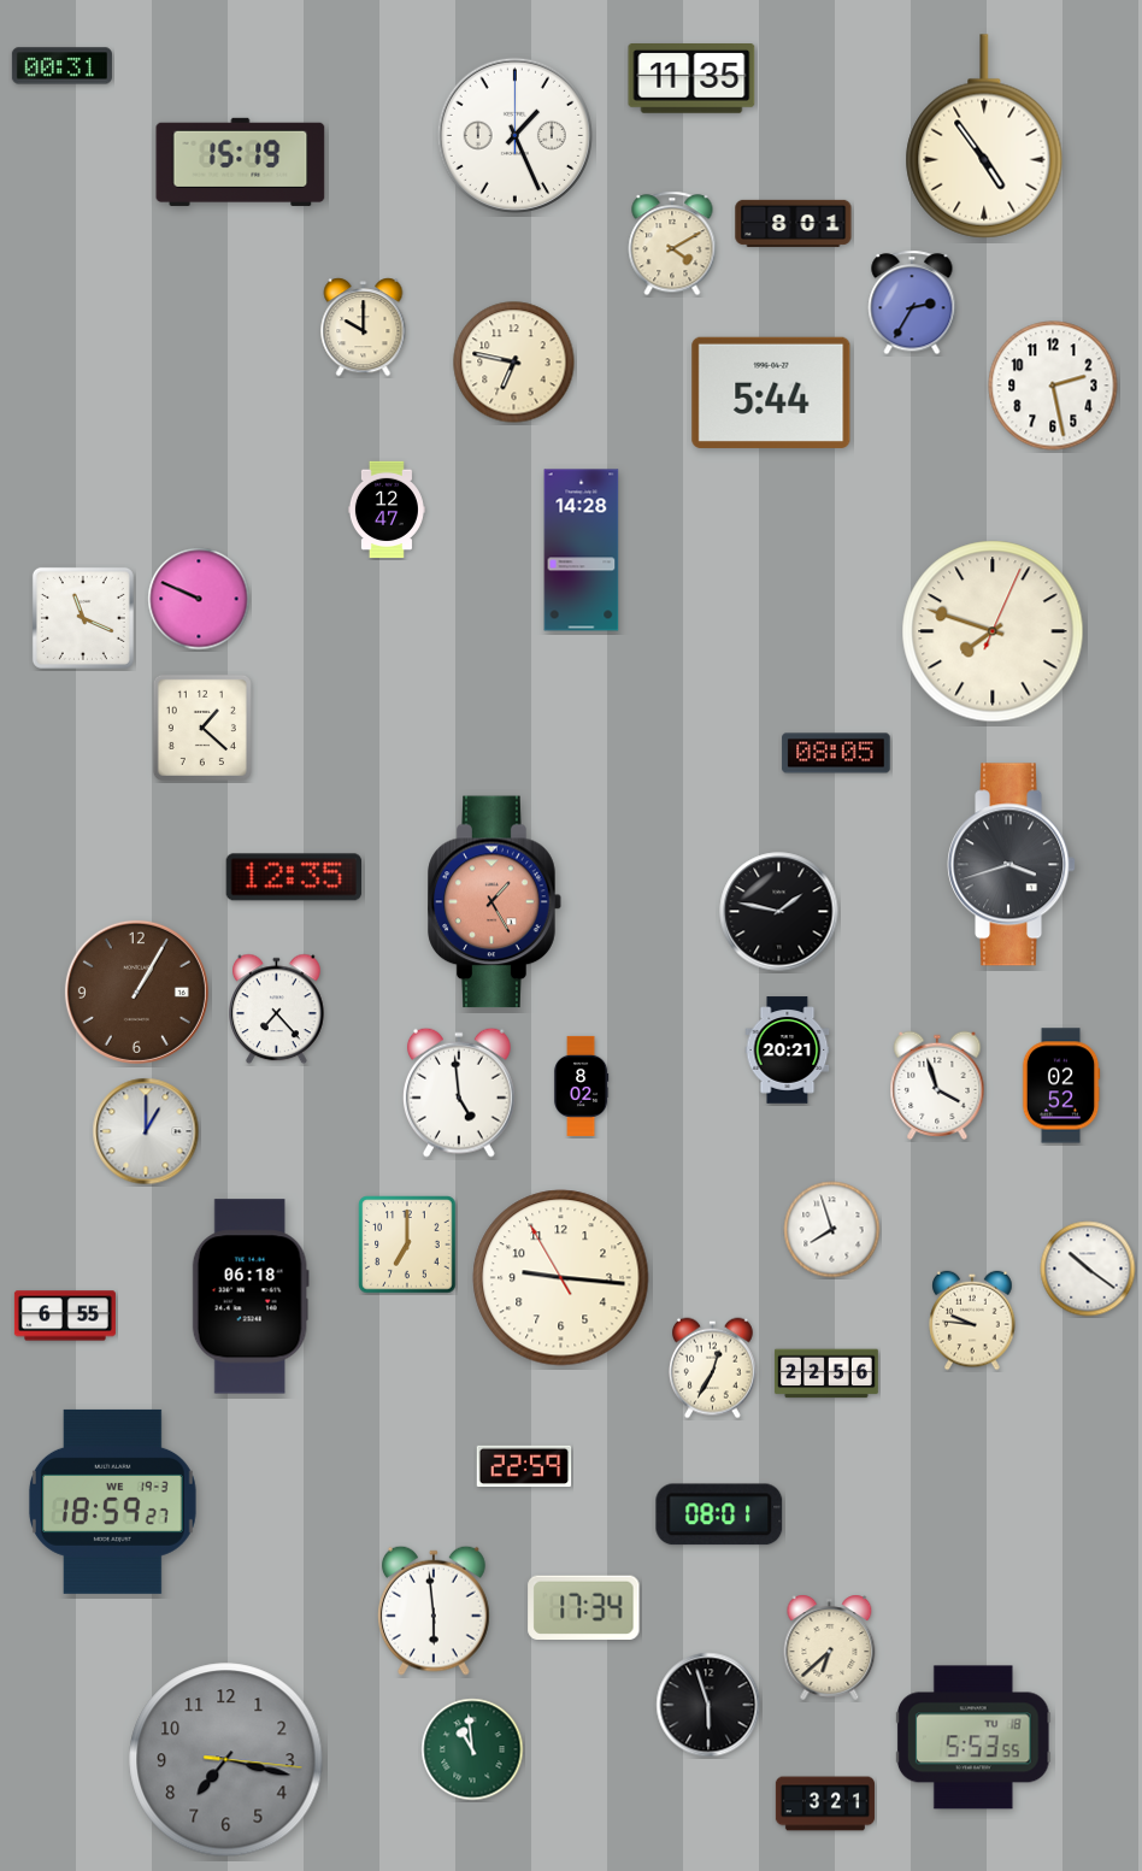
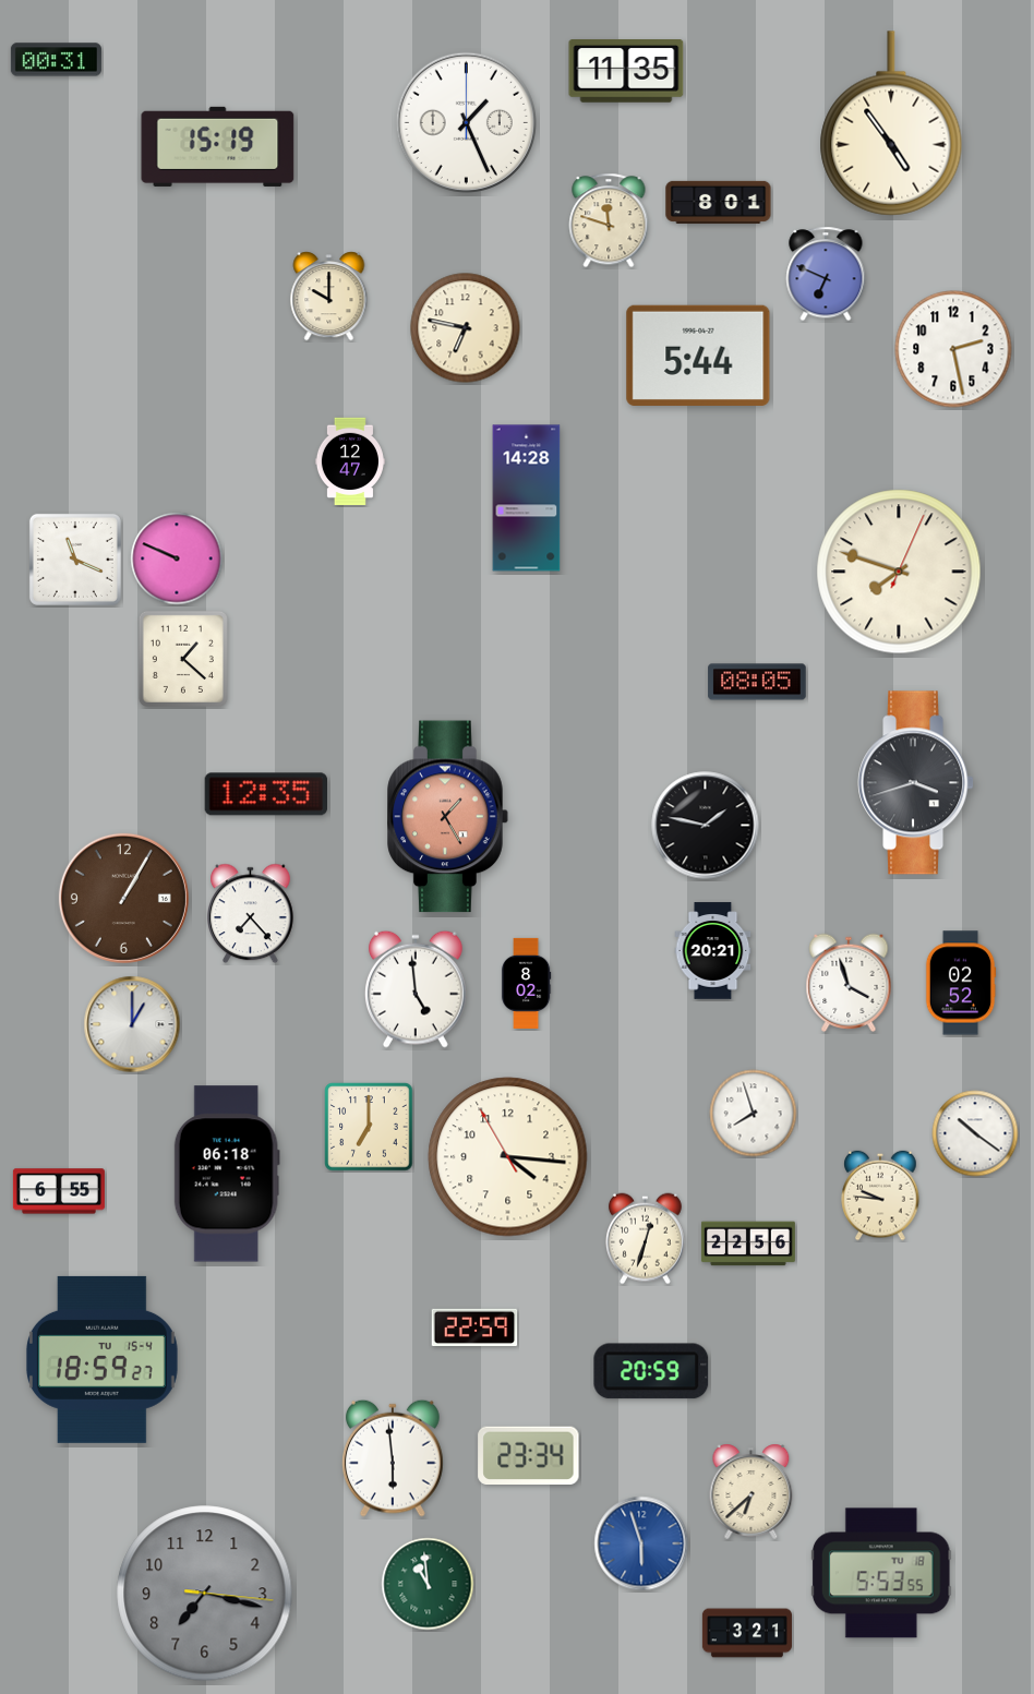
clock at (672, 243): 4:10 -> 11:48
clock at (912, 302): 2:35 -> 6:49
clock at (199, 599) position: (199, 599) -> (177, 558)
clock at (1088, 1269) position: (1088, 1269) -> (975, 1133)
clock at (561, 1278): 9:15 -> 4:15
clock at (712, 1369): 12:35 -> 12:33
clock at (112, 1501) date: WE 19-3 -> TU 15-4
clock at (719, 1514): 08:01 -> 20:59
clock at (584, 1607): 17:34 -> 23:34
clock at (708, 1705) dial: black -> blue
